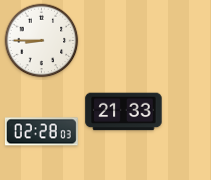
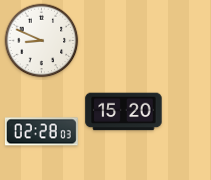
clock at (42, 41): 8:45 -> 8:49
clock at (124, 112): 21:33 -> 15:20
